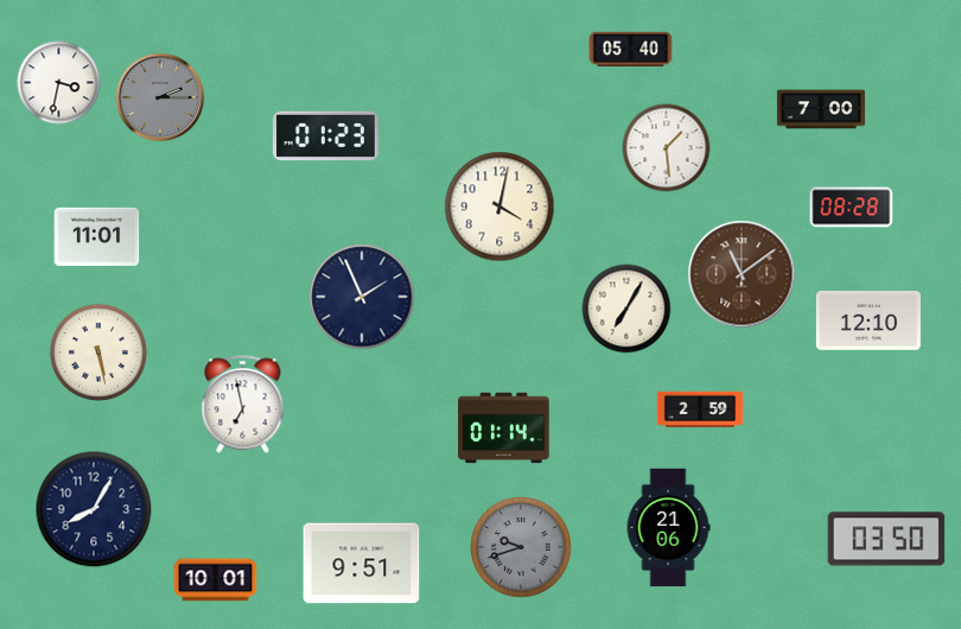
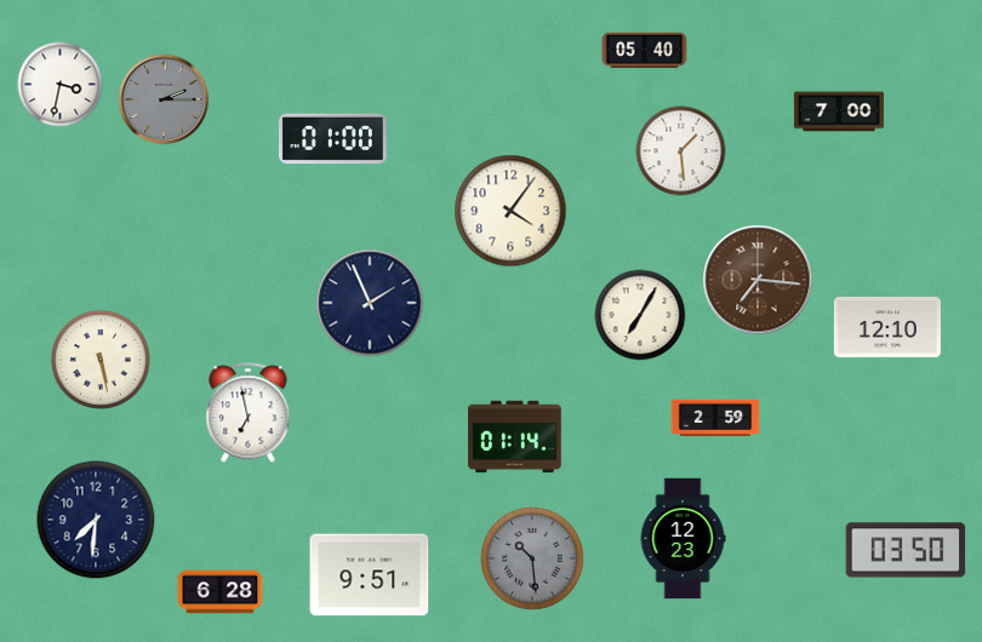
clock at (325, 136): 01:23 -> 01:00
clock at (499, 207): 4:02 -> 4:06
clock at (852, 208): 08:28 -> none
clock at (97, 236): 11:01 -> none
clock at (742, 274): 11:09 -> 7:16
clock at (94, 509): 8:05 -> 7:31
clock at (668, 528): 21:06 -> 12:23
clock at (521, 547): 9:42 -> 10:29
clock at (216, 580): 10:01 -> 6:28
